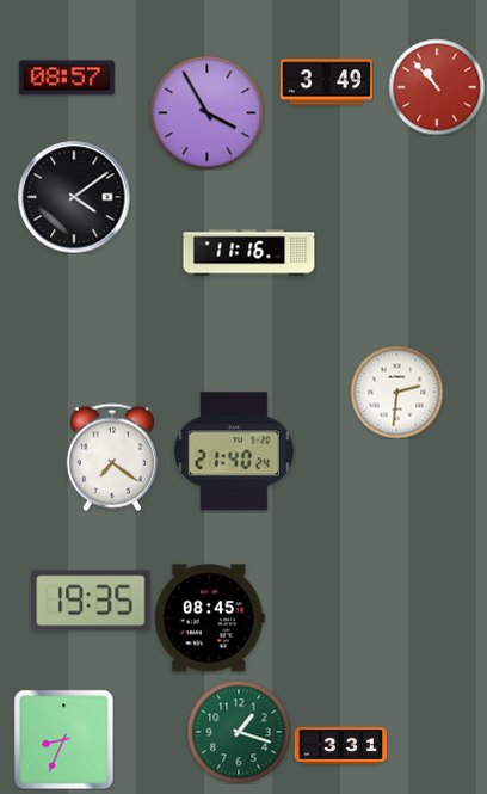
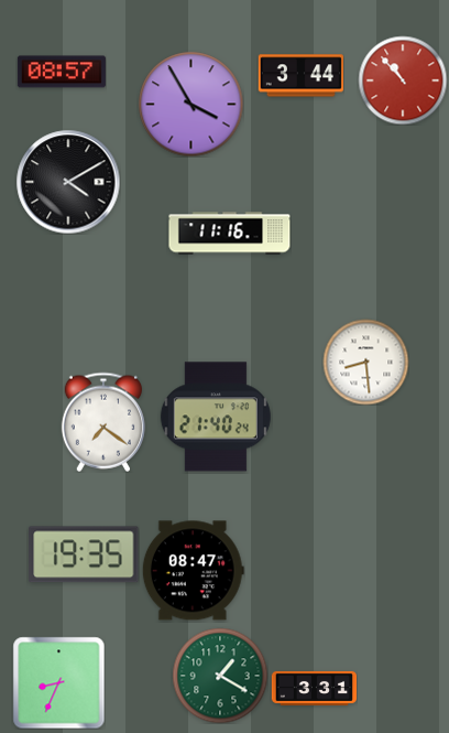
clock at (326, 82): 3:49 -> 3:44
clock at (74, 197): 4:09 -> 4:10
clock at (396, 392): 2:31 -> 8:29
clock at (209, 618): 08:45 -> 08:47
clock at (239, 732): 1:18 -> 1:20
